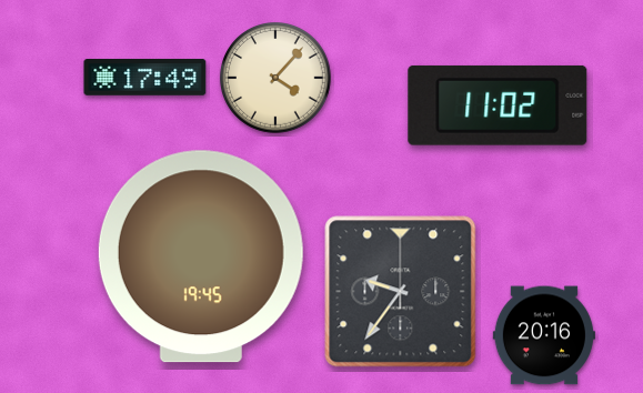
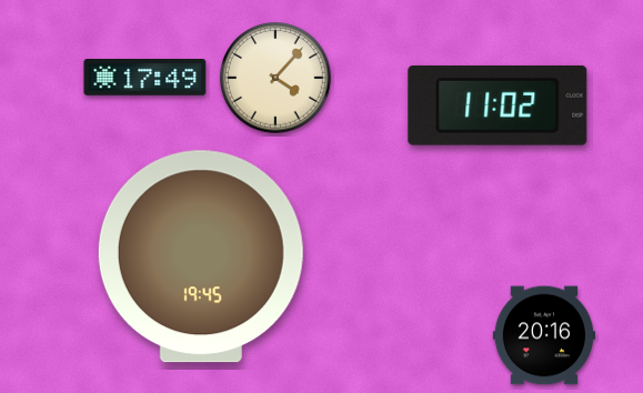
clock at (401, 292): 9:36 -> none
